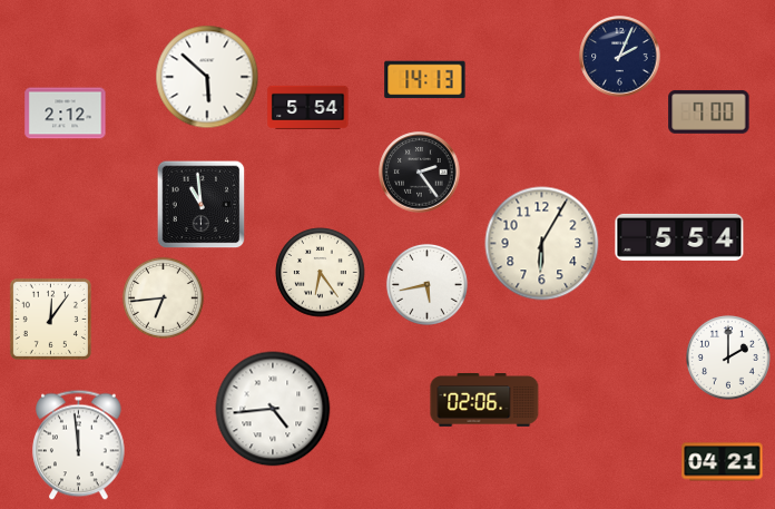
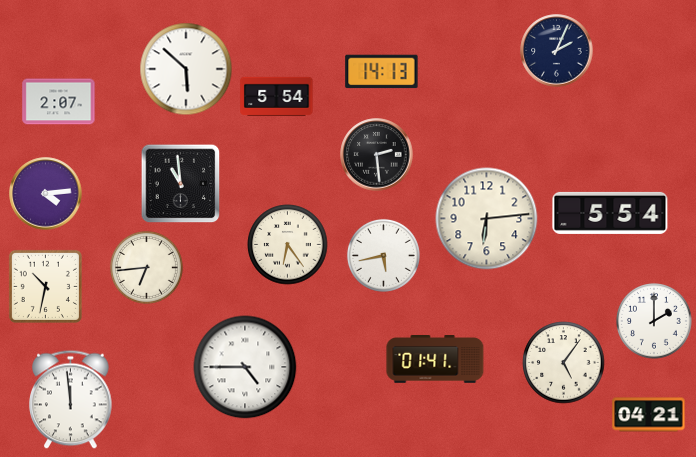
clock at (709, 111): 7:00 -> none
clock at (66, 114): 2:12 -> 2:07
clock at (420, 173): 2:24 -> 2:29
clock at (46, 194): none -> 4:14
clock at (542, 244): 6:05 -> 6:14
clock at (50, 319): 12:06 -> 10:32
clock at (484, 401): 02:06 -> 01:41
clock at (564, 363): none -> 5:06
clock at (273, 409): 4:44 -> 4:45
